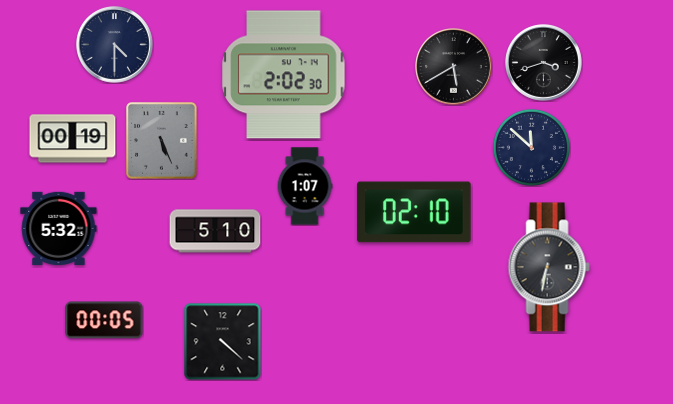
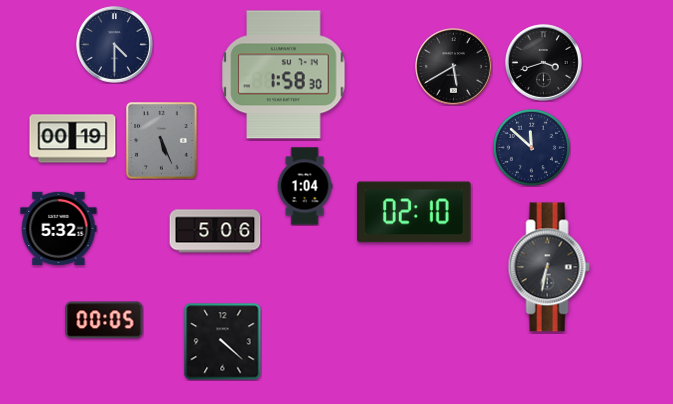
clock at (284, 75): 2:02 -> 1:58
clock at (305, 186): 1:07 -> 1:04
clock at (215, 231): 5:10 -> 5:06
